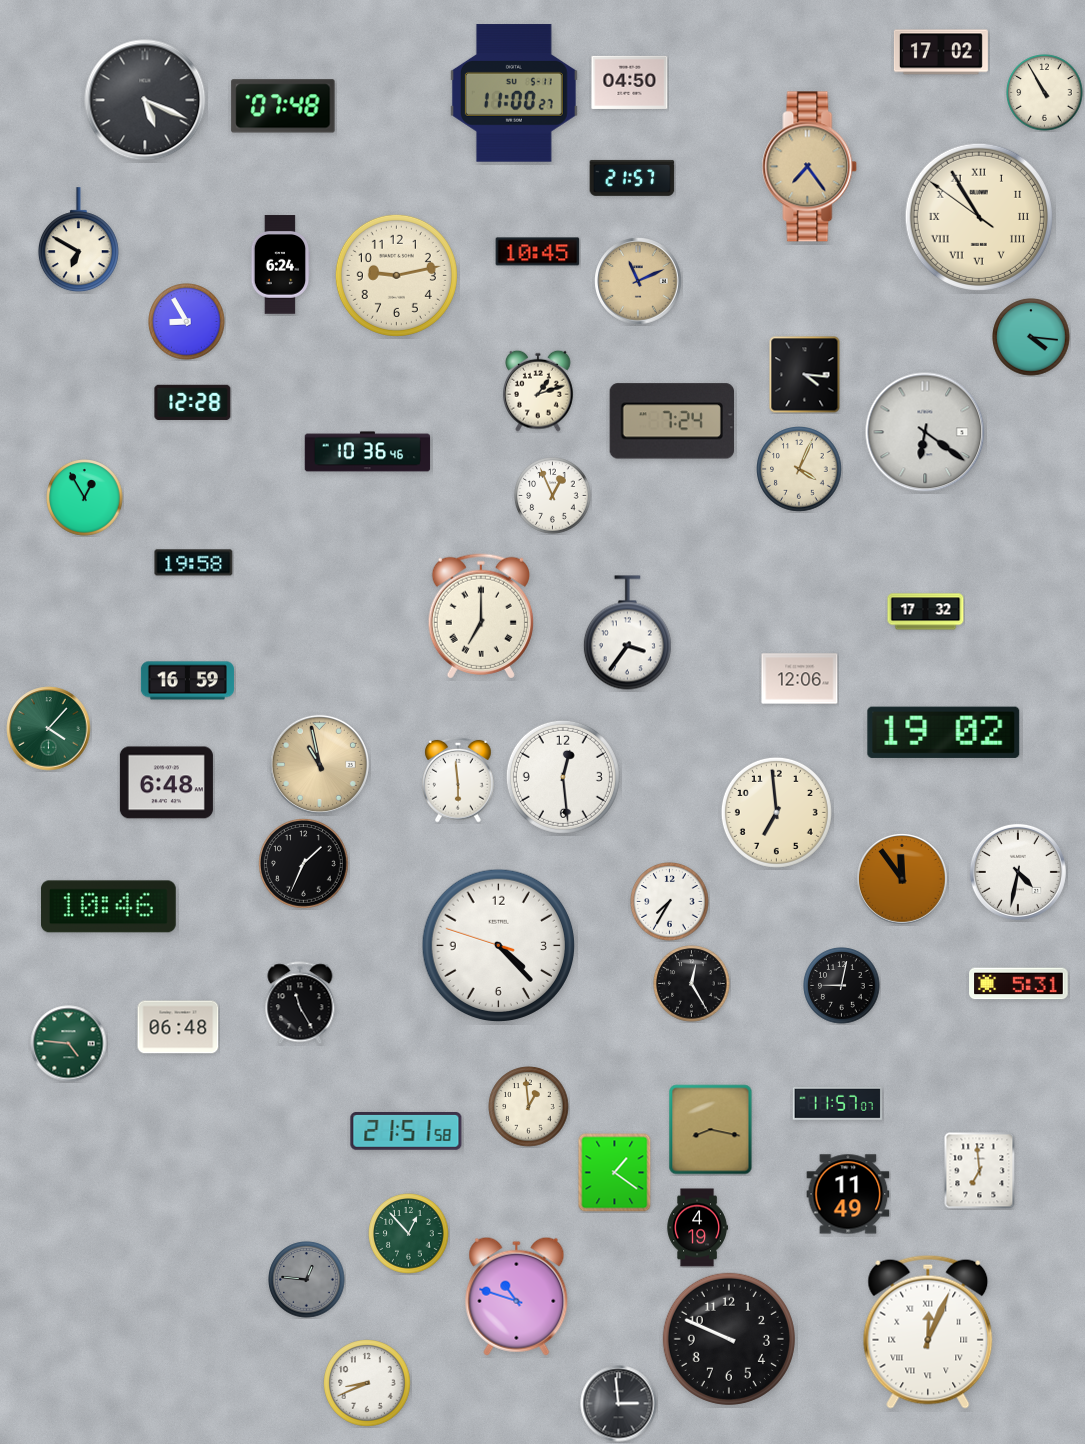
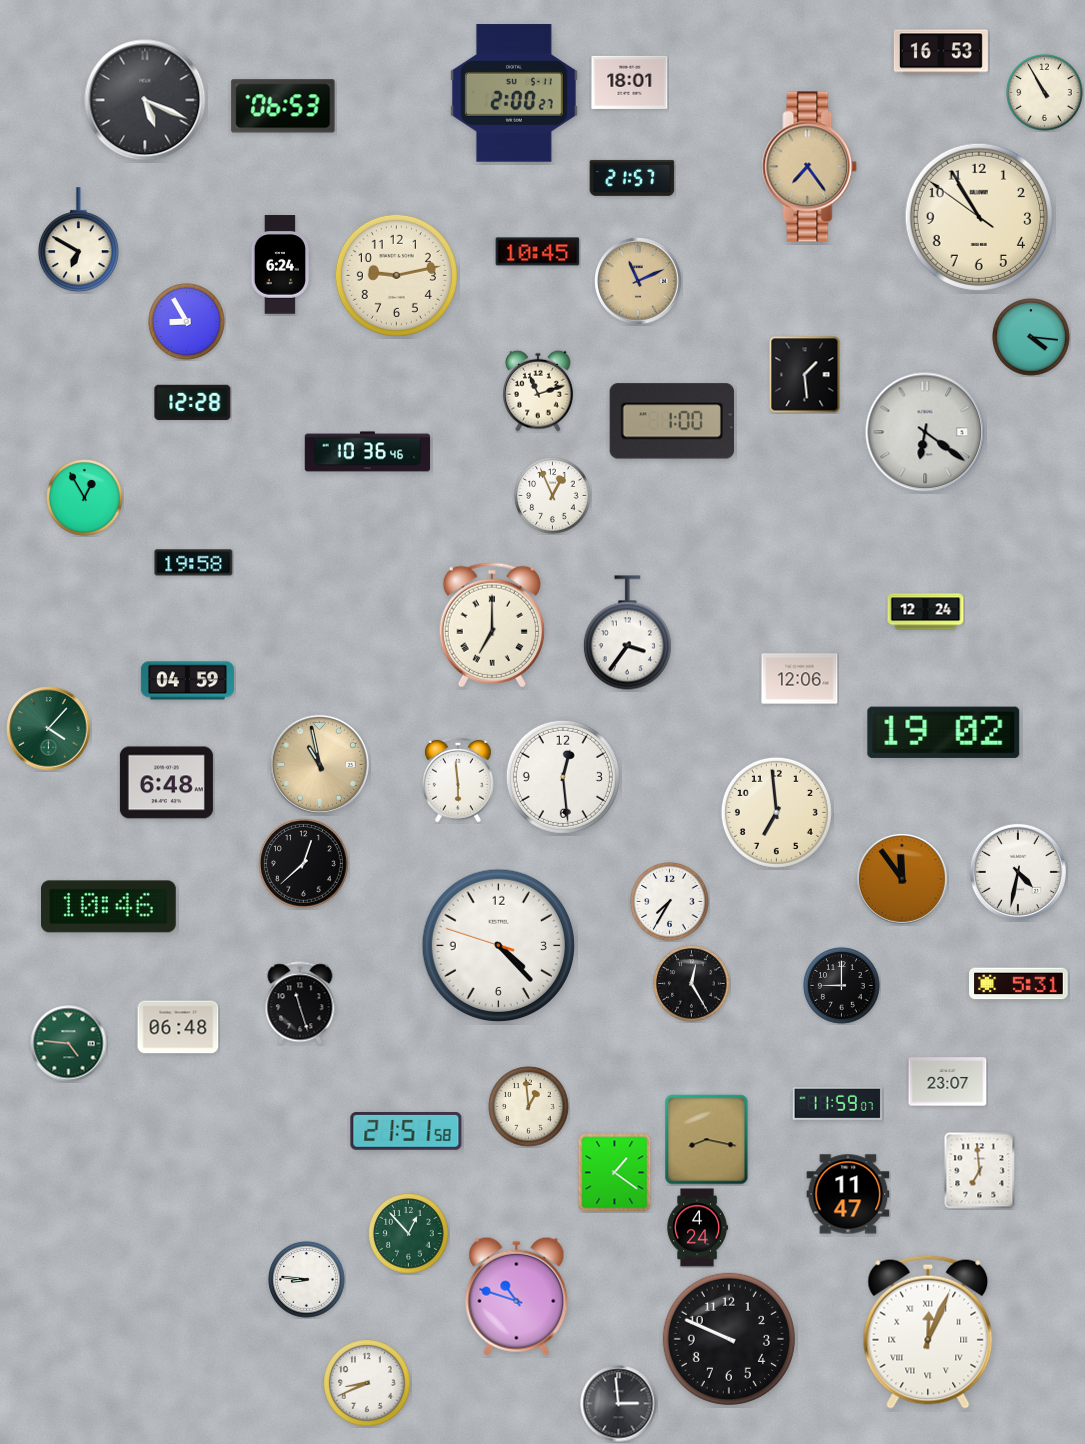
clock at (941, 52): 17:02 -> 16:53
clock at (630, 82): 04:50 -> 18:01
clock at (514, 93): 11:00 -> 2:00
clock at (283, 106): 07:48 -> 06:53
clock at (979, 217) numerals: Roman -> Arabic
clock at (805, 375): 4:16 -> 1:29
clock at (539, 391): 1:12 -> 11:12
clock at (671, 421): 7:24 -> 1:00
clock at (799, 469): 4:04 -> none
clock at (926, 612): 17:32 -> 12:24
clock at (481, 616) position: (481, 616) -> (492, 625)
clock at (187, 681): 16:59 -> 04:59
clock at (304, 864): 1:34 -> 12:38
clock at (842, 986): 9:02 -> 9:00
clock at (300, 1003): 11:25 -> 11:27
clock at (948, 1082): none -> 23:07
clock at (837, 1103): 11:57 -> 11:59
clock at (711, 1130) position: (711, 1130) -> (707, 1140)
clock at (848, 1194): 11:49 -> 11:47
clock at (697, 1228): 4:19 -> 4:24
clock at (307, 1280): 12:46 -> 8:46
clock at (307, 1280) dial: grey -> white
